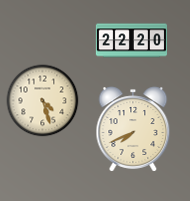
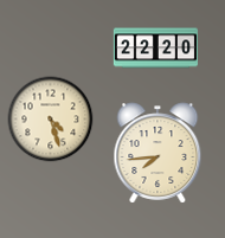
clock at (133, 129): 7:41 -> 7:44
